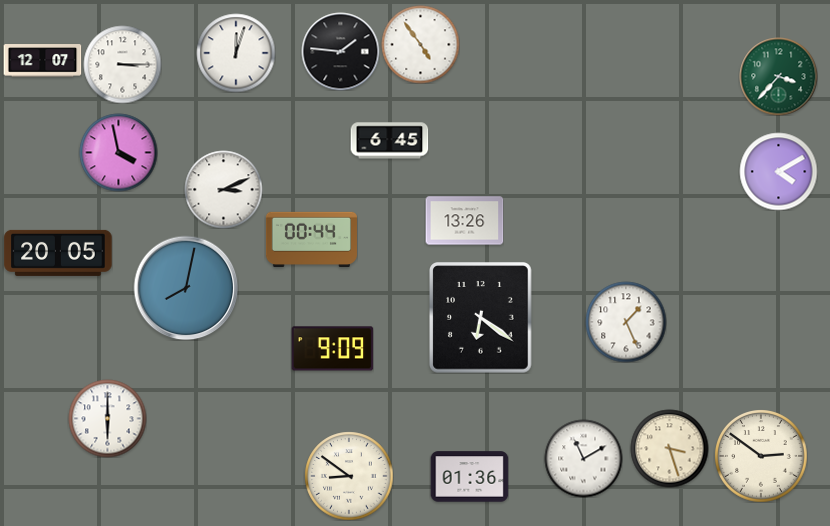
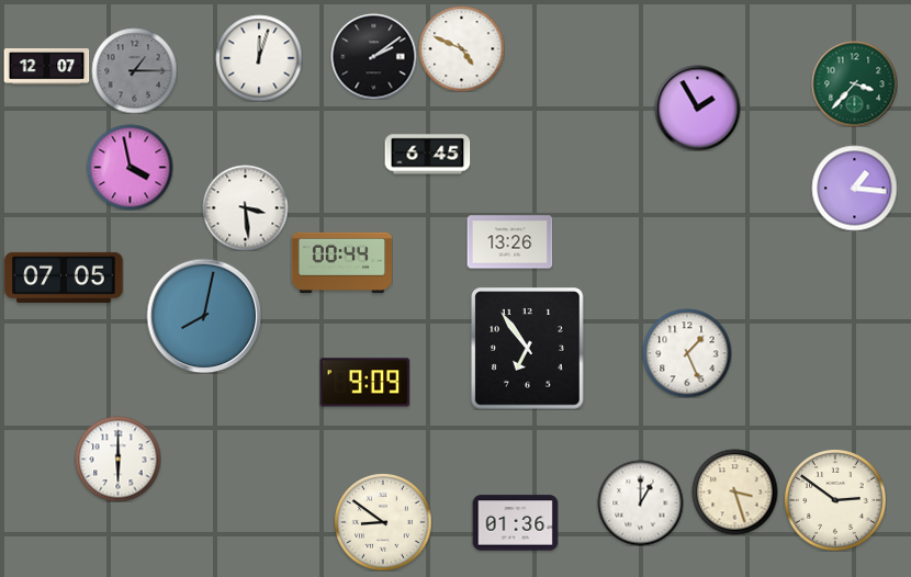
clock at (420, 44): 4:54 -> 4:49
clock at (340, 51): 1:46 -> 2:09
clock at (122, 64): 3:15 -> 1:15
clock at (122, 64) dial: white -> grey
clock at (697, 108): none -> 1:55
clock at (778, 171): 4:10 -> 1:16
clock at (223, 189): 3:11 -> 3:29
clock at (58, 253): 20:05 -> 07:05
clock at (481, 318): 6:21 -> 6:54
clock at (583, 458): 11:10 -> 1:00
